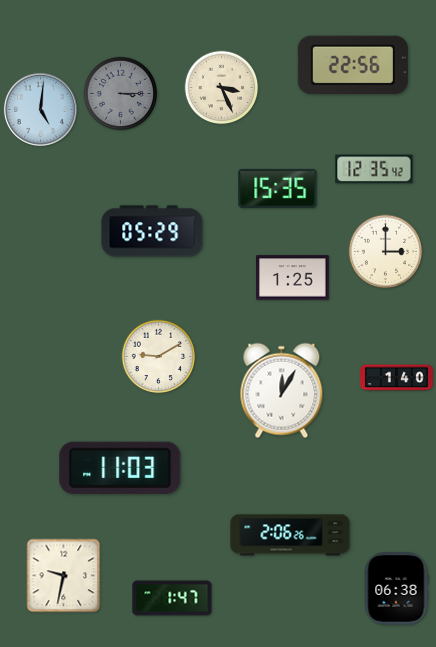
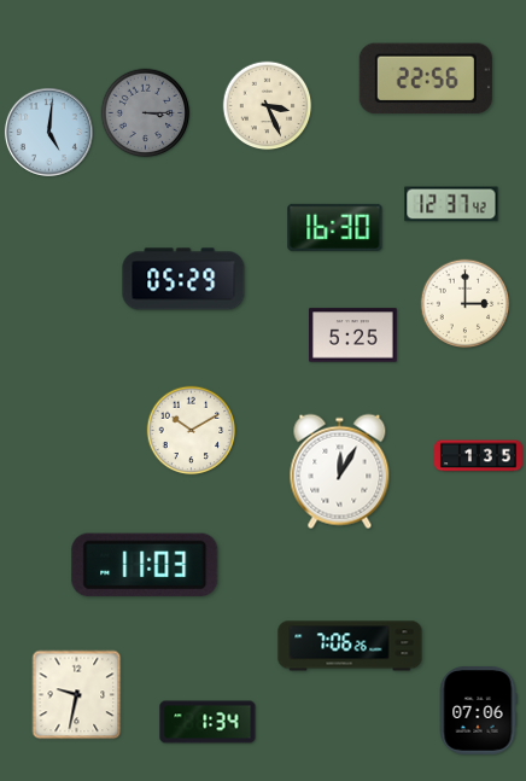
clock at (374, 169): 12:35 -> 12:37
clock at (278, 188): 15:35 -> 16:30
clock at (293, 278): 1:25 -> 5:25
clock at (159, 357): 9:10 -> 10:10
clock at (397, 378): 1:40 -> 1:35
clock at (290, 535): 2:06 -> 7:06
clock at (396, 589): 06:38 -> 07:06
clock at (172, 598): 1:47 -> 1:34
